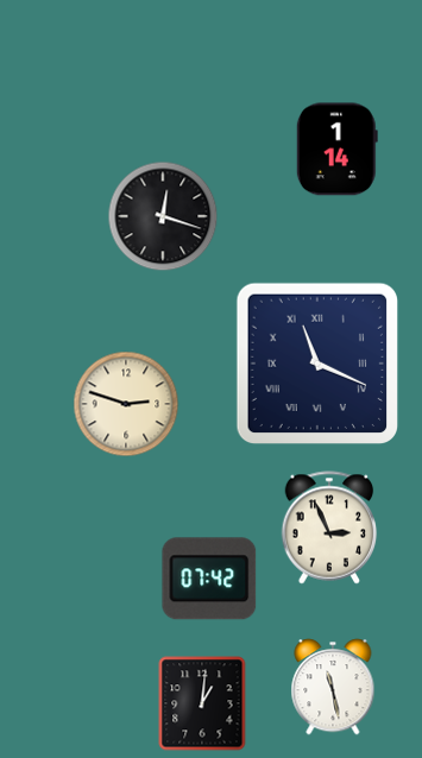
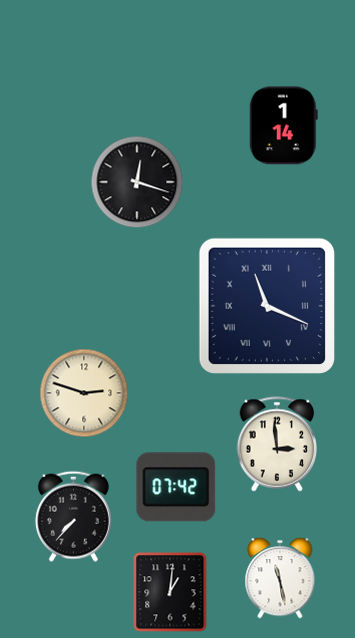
clock at (126, 404) position: (126, 404) -> (84, 393)
clock at (329, 528): 2:56 -> 2:59
clock at (73, 516): none -> 7:37
